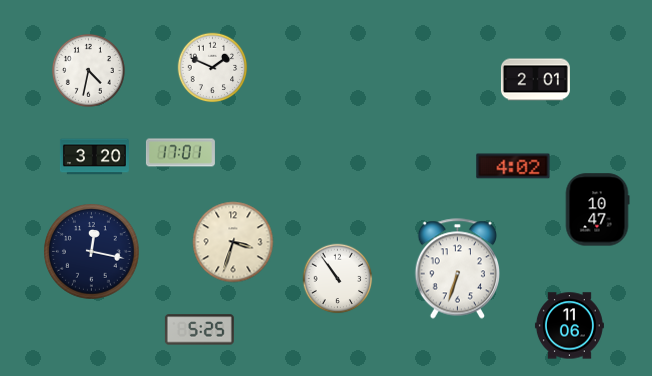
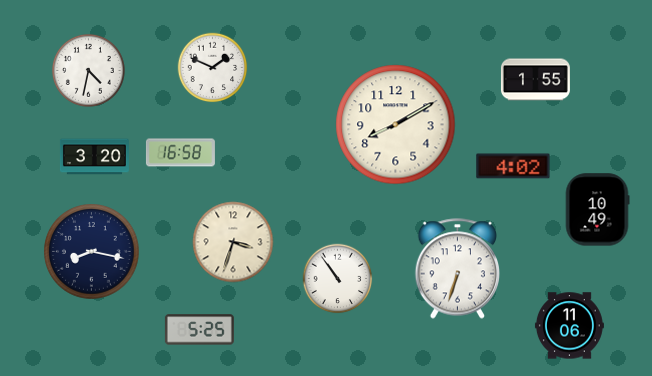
clock at (535, 80): 2:01 -> 1:55
clock at (396, 125): none -> 8:10
clock at (180, 153): 17:01 -> 16:58
clock at (597, 210): 10:47 -> 10:49
clock at (92, 252): 12:17 -> 8:17
